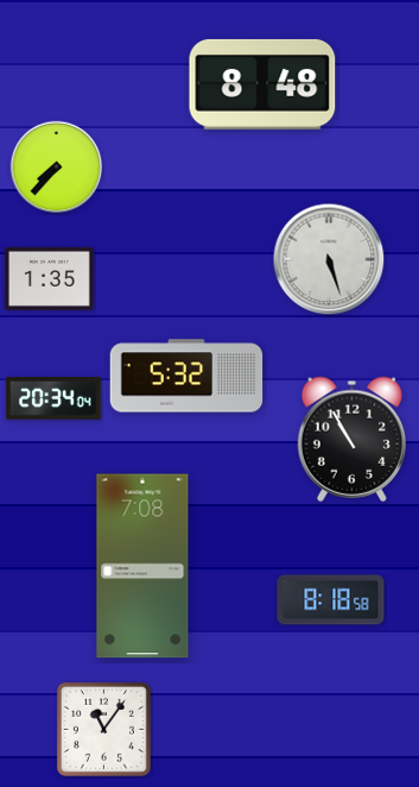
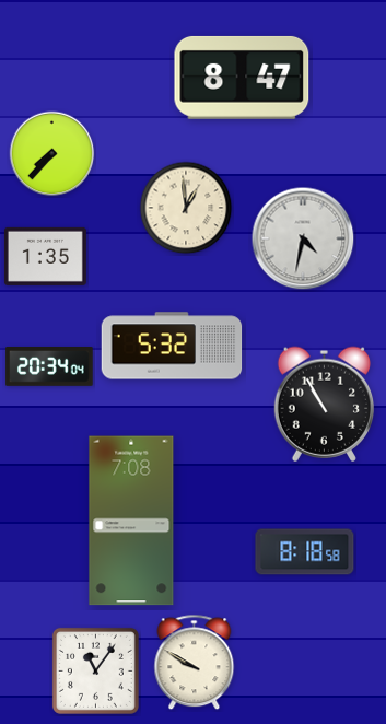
clock at (262, 84): 8:48 -> 8:47
clock at (186, 208): none -> 12:59
clock at (329, 259): 5:27 -> 4:32
clock at (195, 663): none -> 9:50
